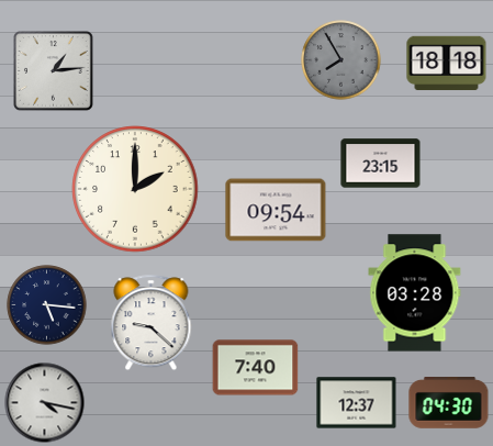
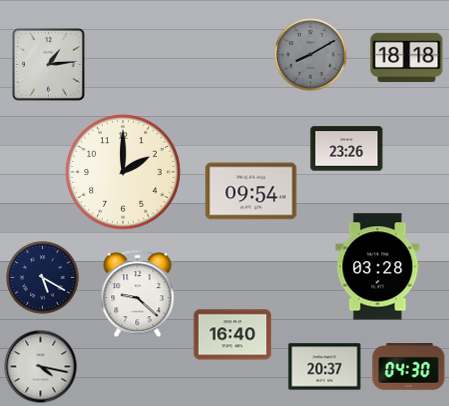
clock at (341, 60): 7:55 -> 8:10
clock at (381, 164): 23:15 -> 23:26
clock at (47, 305): 5:16 -> 5:20
clock at (256, 368): 7:40 -> 16:40
clock at (357, 403): 12:37 -> 20:37
